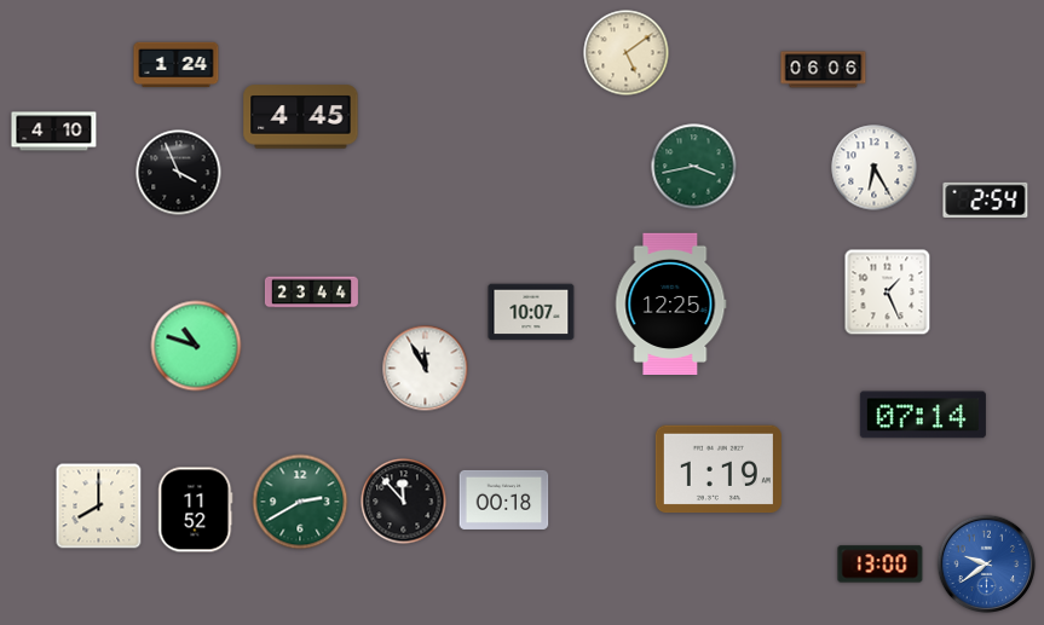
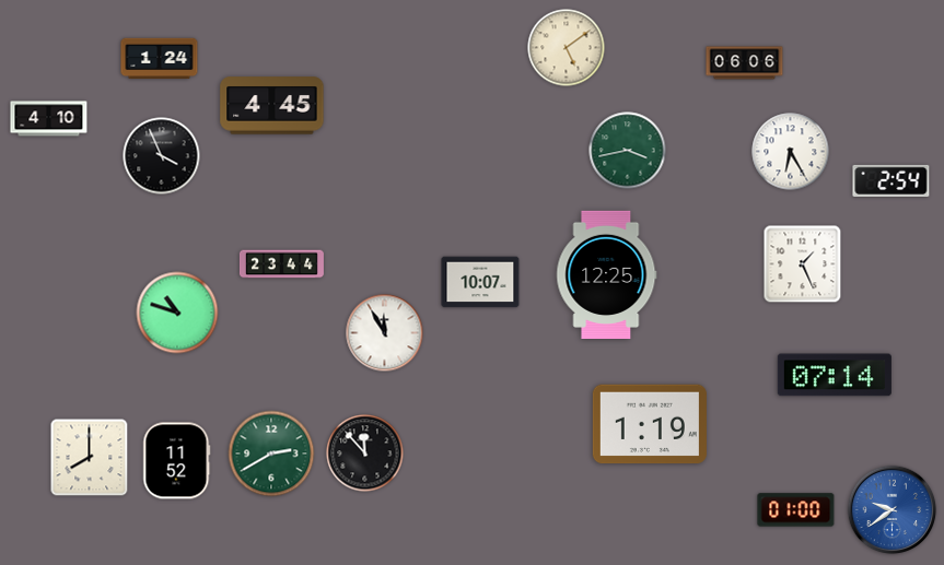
clock at (504, 499): 00:18 -> none
clock at (881, 565): 13:00 -> 01:00
